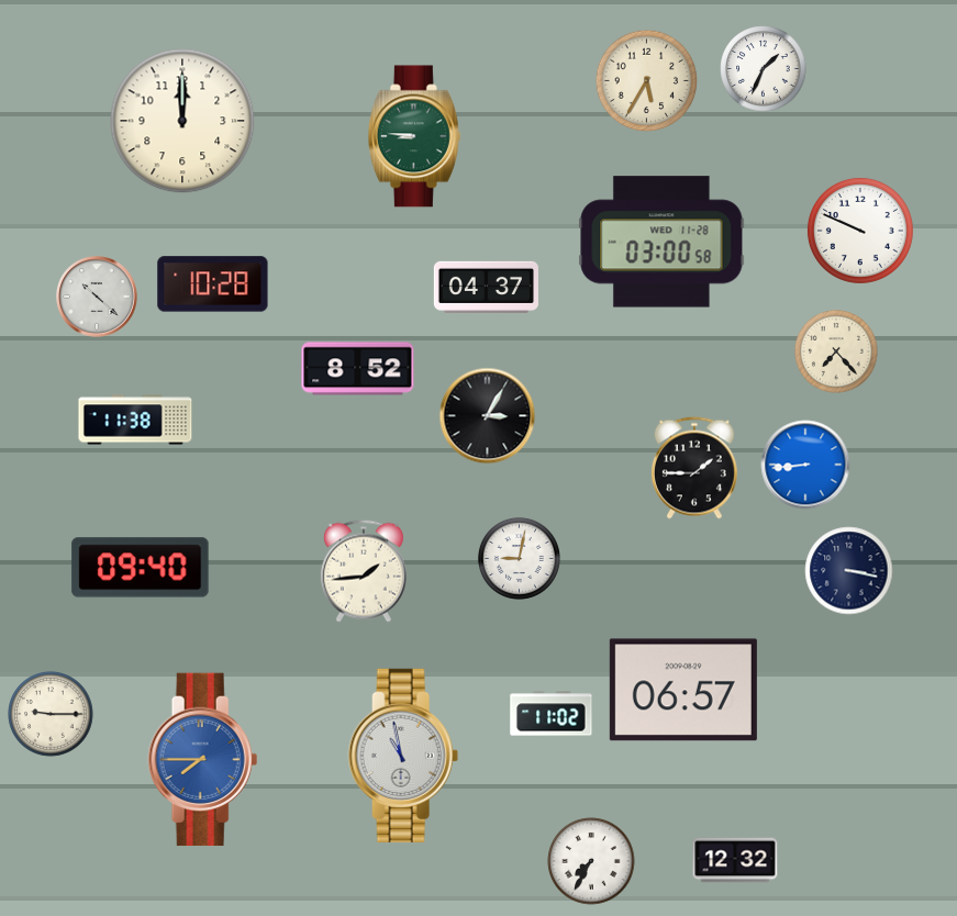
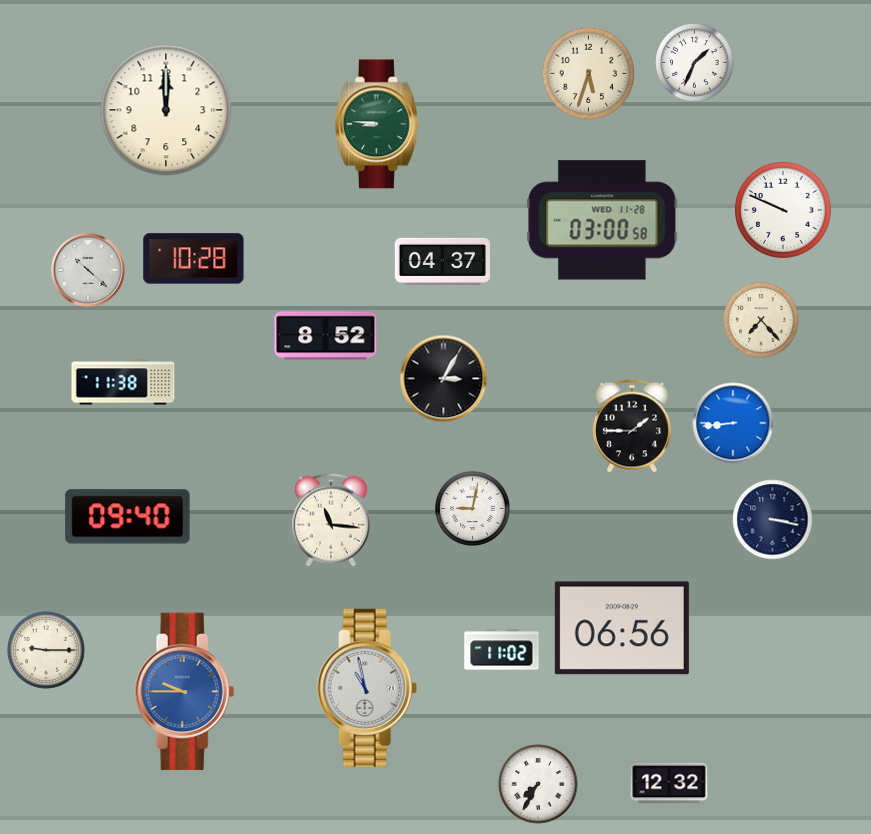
clock at (647, 81): 5:35 -> 5:33
clock at (364, 571): 1:44 -> 11:16
clock at (683, 690): 06:57 -> 06:56
clock at (203, 760): 7:45 -> 9:45
